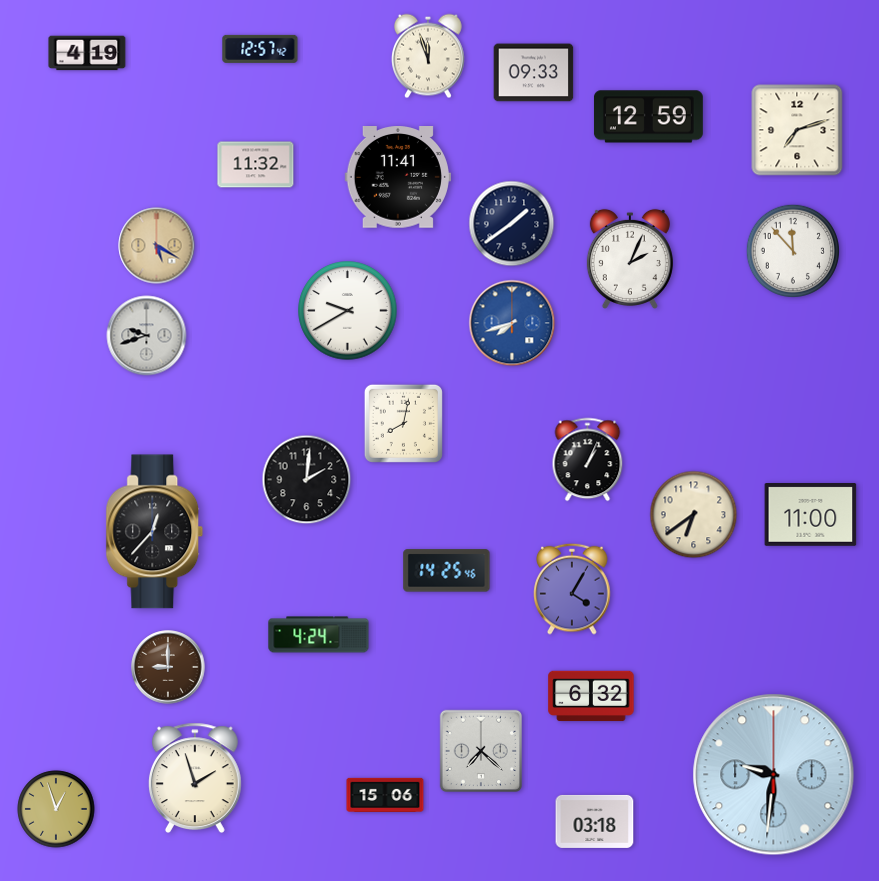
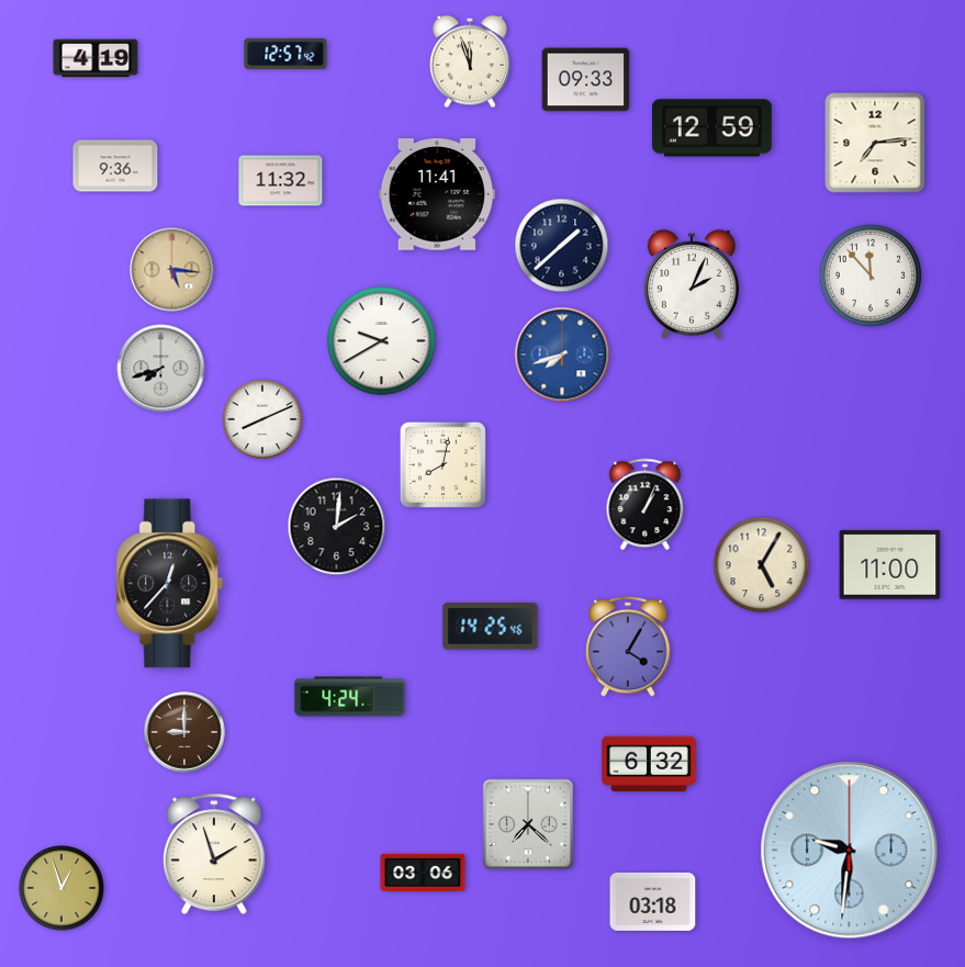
clock at (797, 130): 7:12 -> 7:14
clock at (115, 166): none -> 9:36
clock at (512, 224): 1:39 -> 1:38
clock at (157, 246): 5:20 -> 5:16
clock at (147, 336): 9:42 -> 7:42
clock at (261, 418): none -> 8:11
clock at (694, 515): 6:39 -> 5:05
clock at (385, 795): 15:06 -> 03:06
